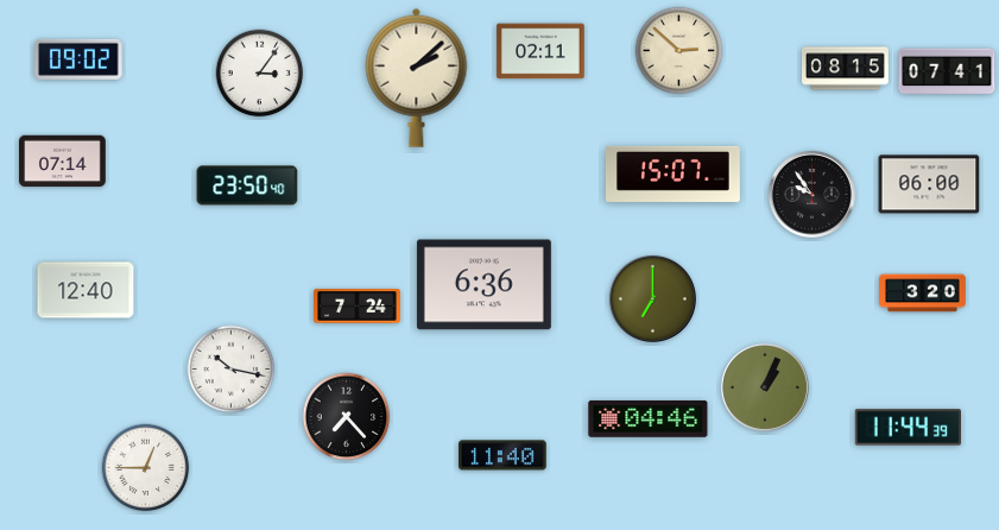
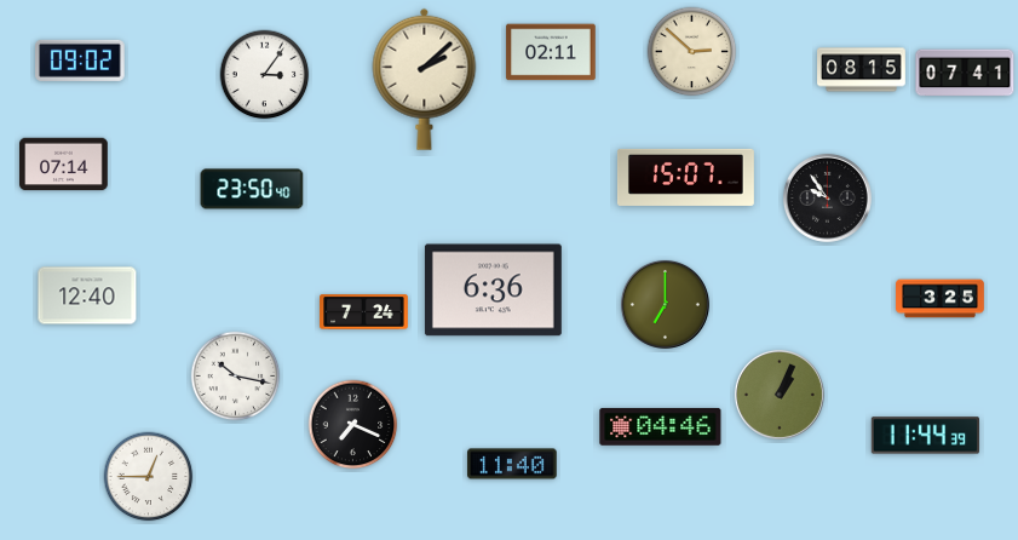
clock at (929, 184): 06:00 -> none
clock at (923, 294): 3:20 -> 3:25
clock at (347, 417): 7:23 -> 7:19
